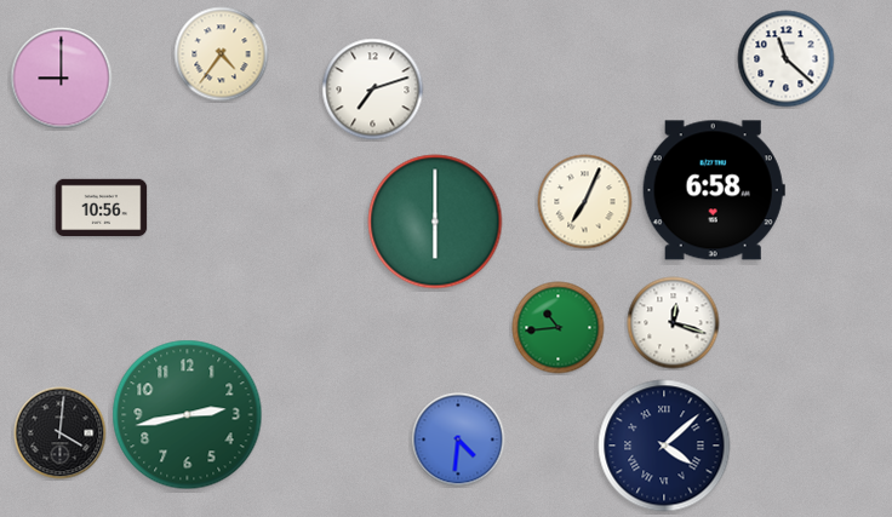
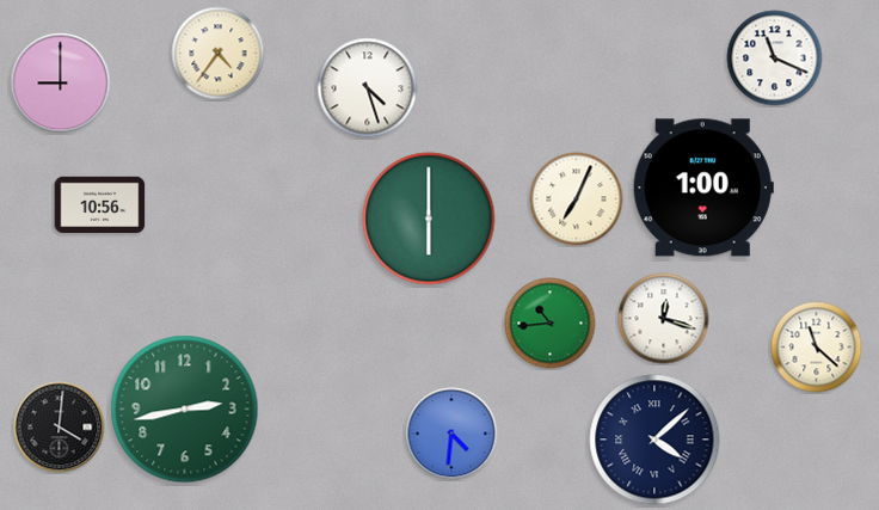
clock at (787, 59): 11:22 -> 11:19
clock at (62, 79) position: (62, 79) -> (61, 84)
clock at (373, 90): 7:12 -> 4:27
clock at (714, 190): 6:58 -> 1:00
clock at (817, 348): none -> 11:22
